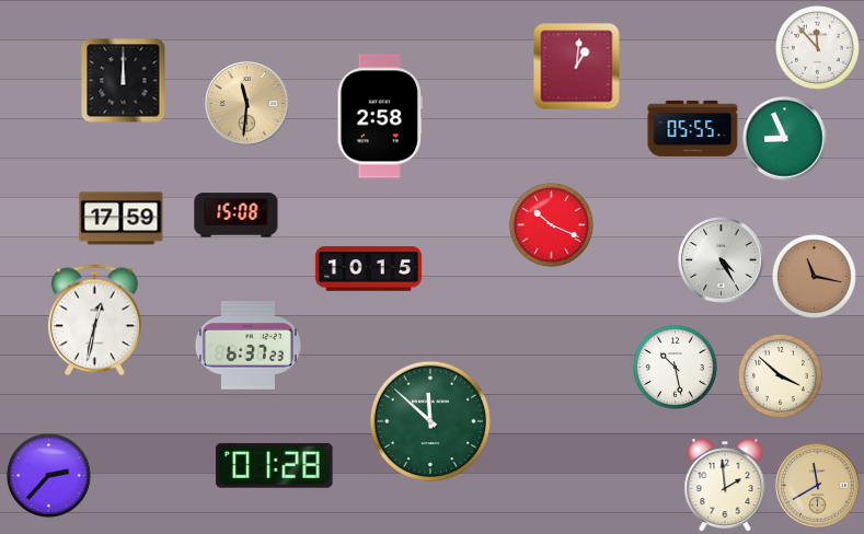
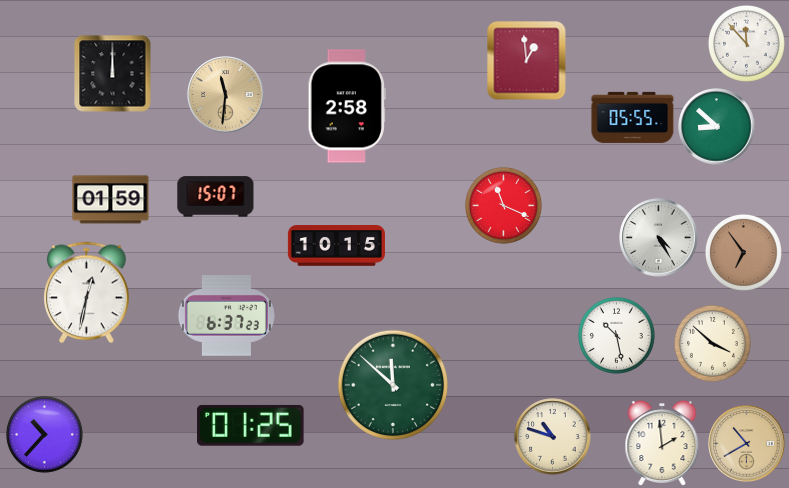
clock at (577, 67): 1:01 -> 12:59
clock at (785, 139): 8:56 -> 8:52
clock at (237, 216): 15:08 -> 15:07
clock at (122, 219): 17:59 -> 01:59
clock at (551, 224): 10:19 -> 11:19
clock at (814, 276): 11:17 -> 6:54
clock at (275, 465): 01:28 -> 01:25
clock at (48, 475): 2:37 -> 10:37
clock at (553, 437): none -> 10:48
clock at (818, 486): 11:40 -> 10:40
